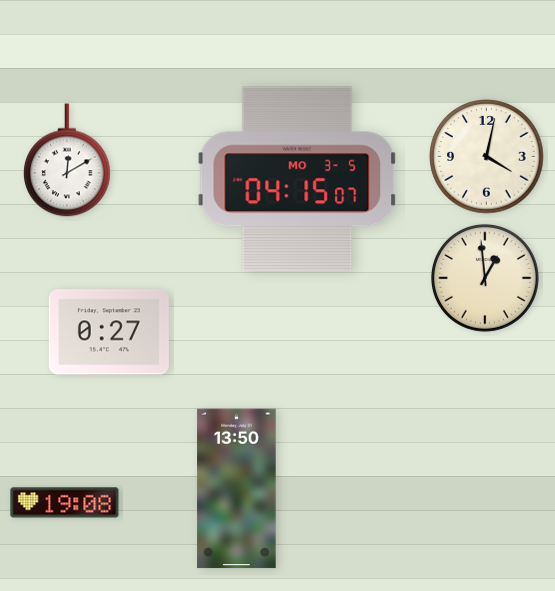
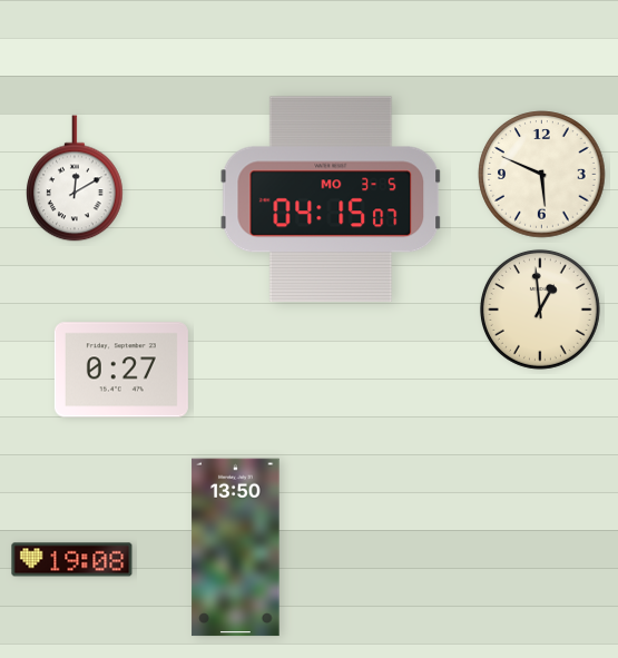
clock at (487, 157): 4:02 -> 5:49
clock at (237, 489) position: (237, 489) -> (236, 548)
